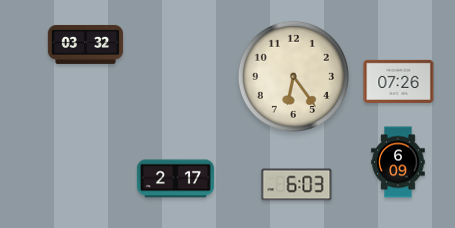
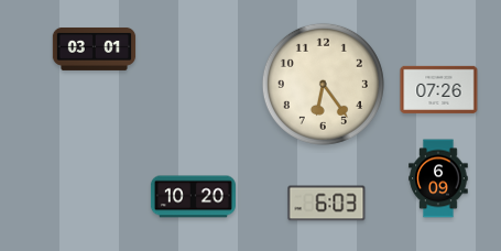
clock at (86, 44): 03:32 -> 03:01
clock at (175, 179): 2:17 -> 10:20
